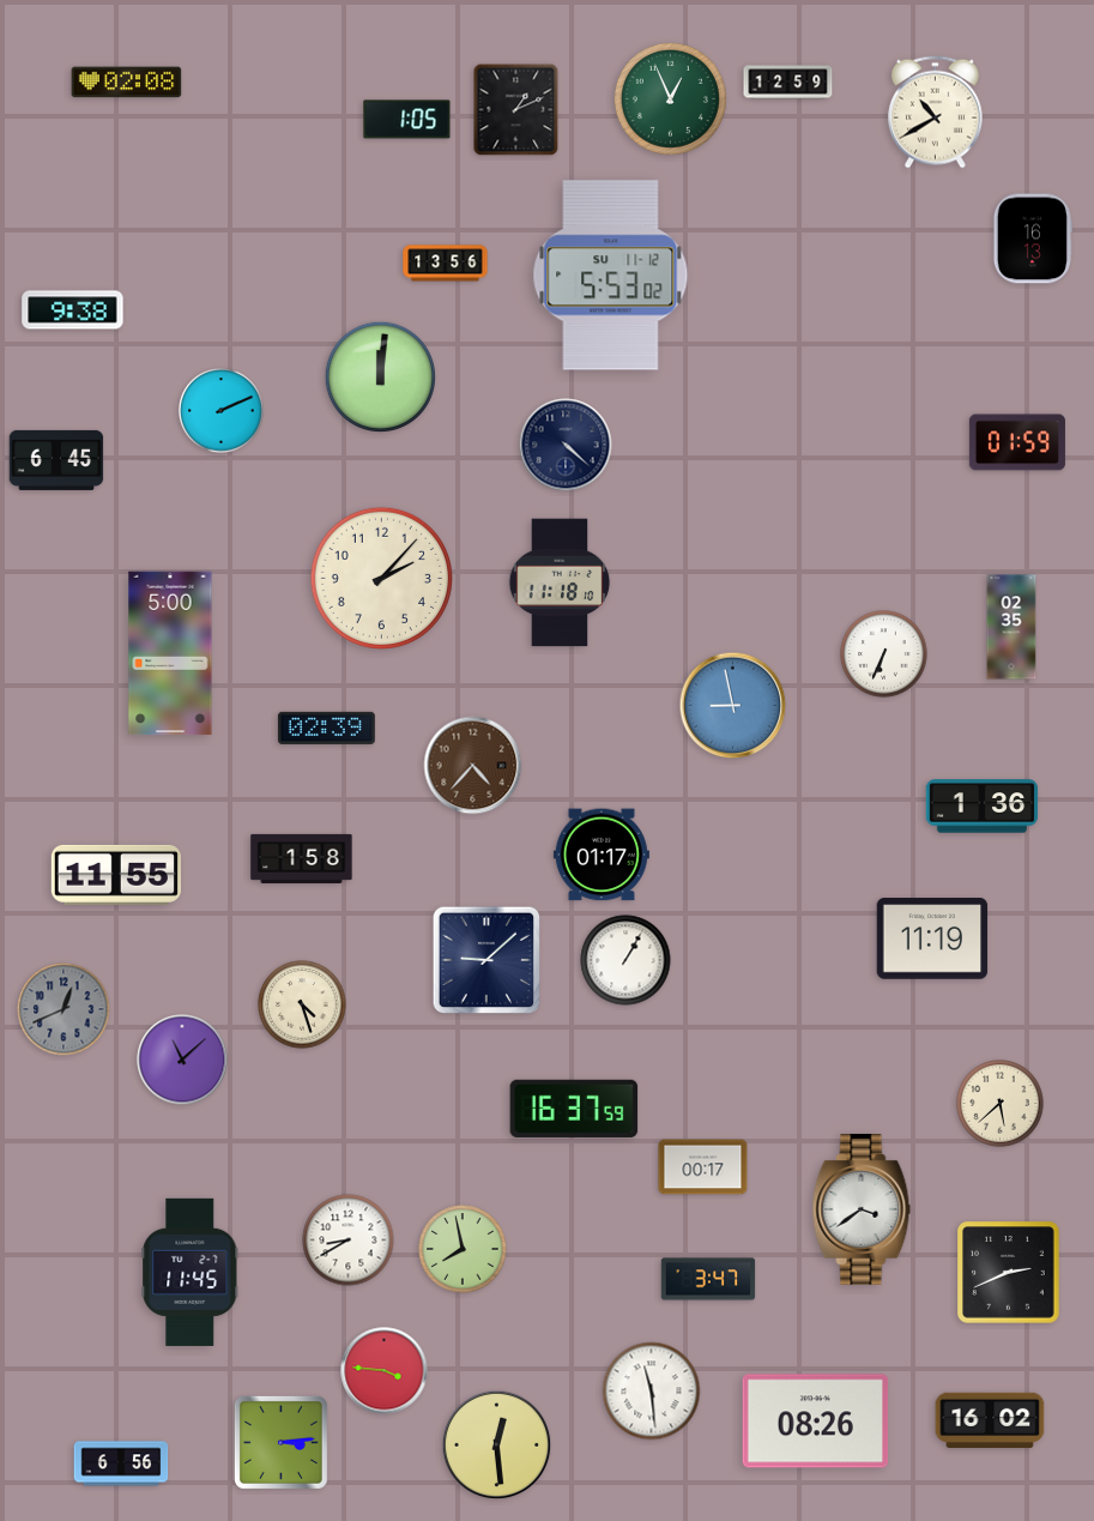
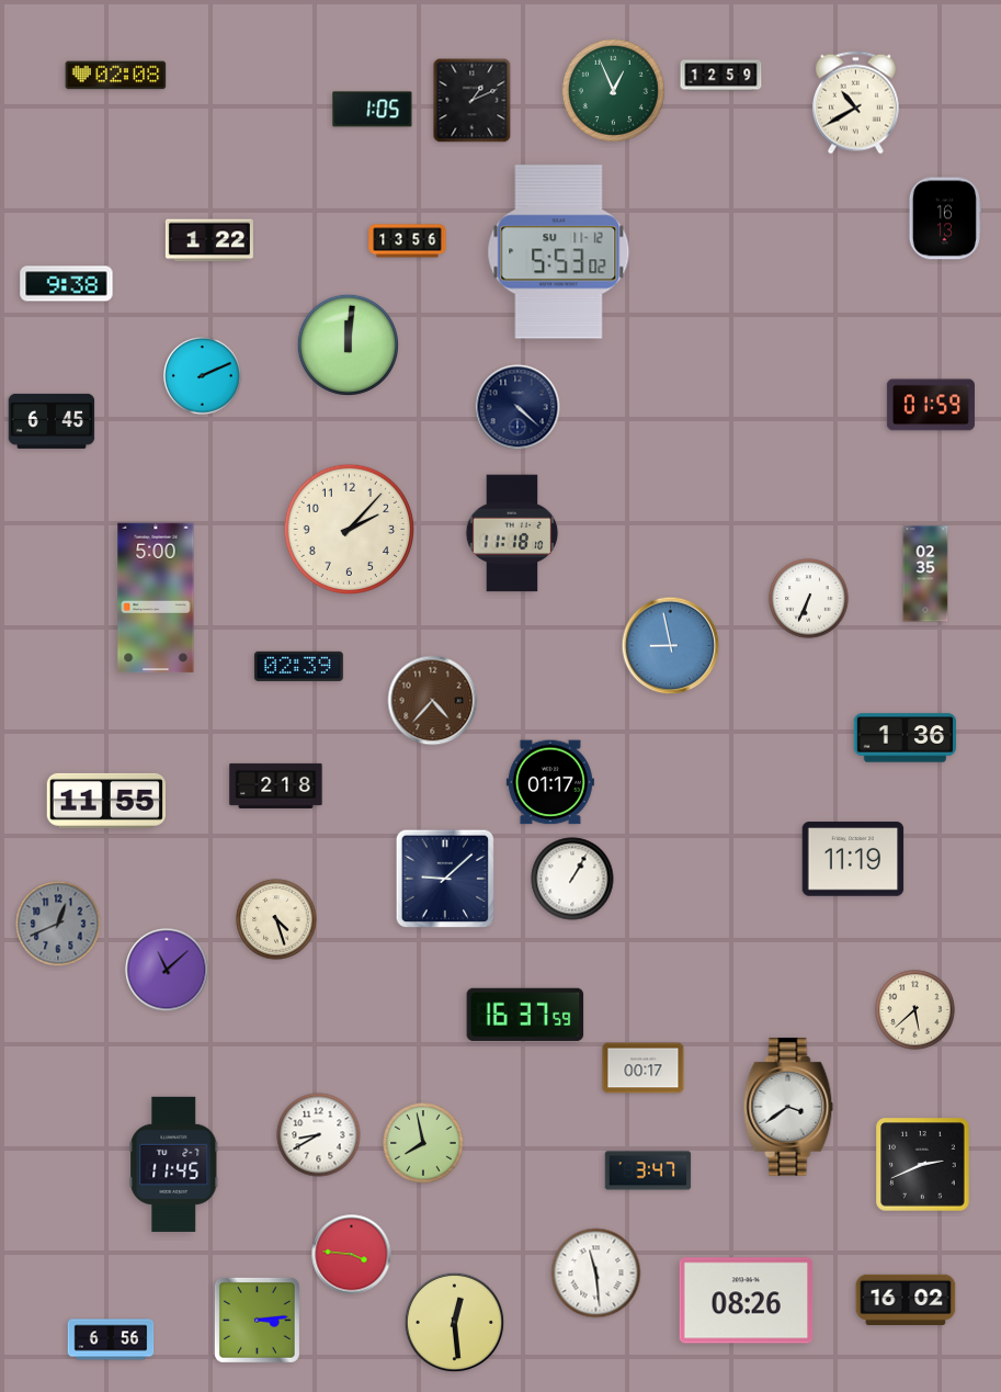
clock at (209, 240): none -> 1:22
clock at (983, 807) position: (983, 807) -> (906, 738)
clock at (302, 858): 1:58 -> 2:18
